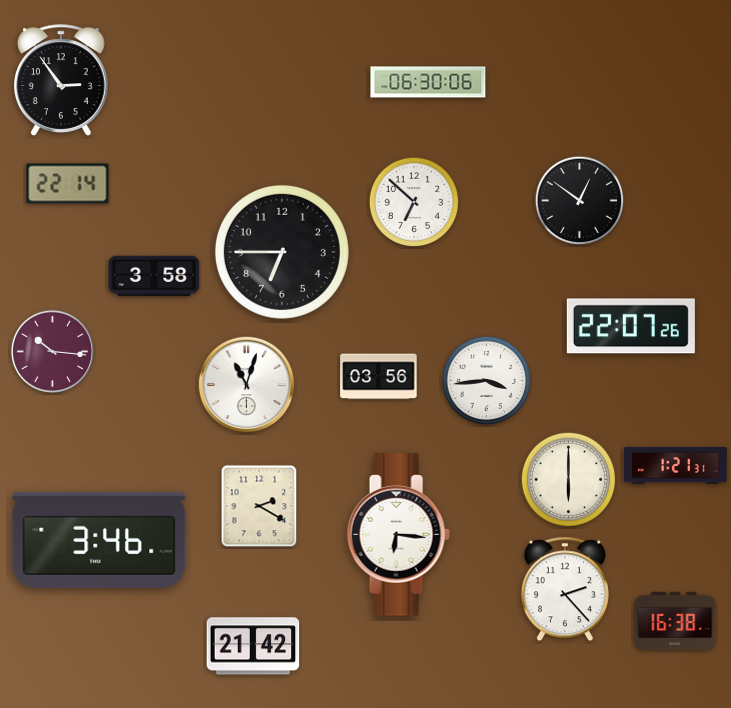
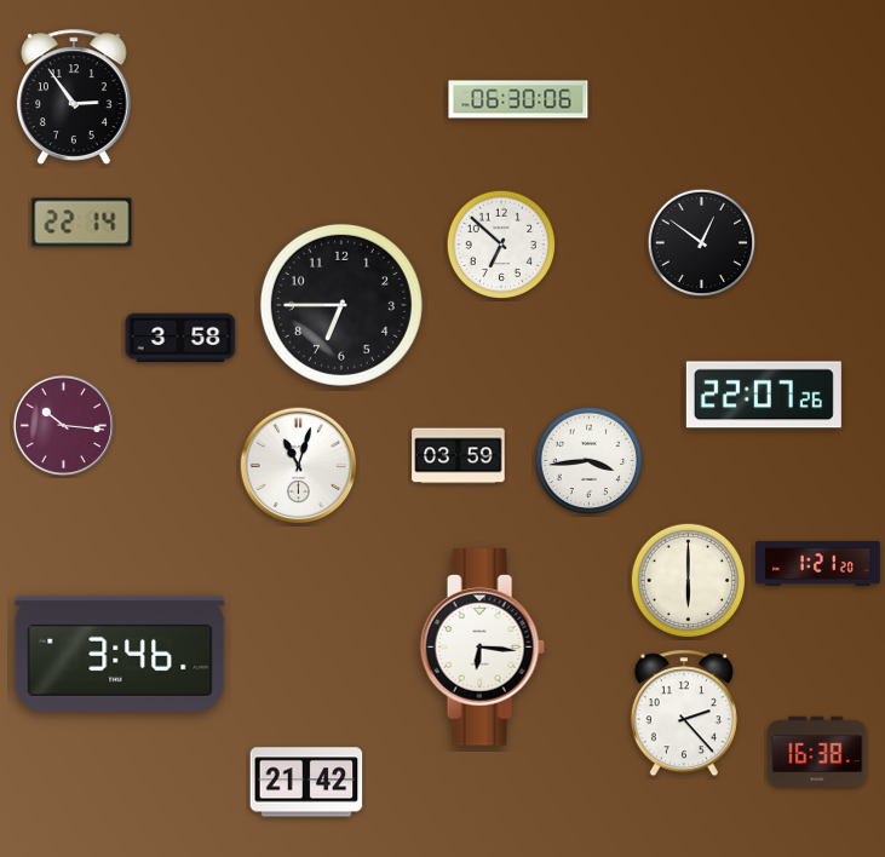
clock at (154, 276) position: (154, 276) -> (180, 338)
clock at (379, 377): 03:56 -> 03:59
clock at (676, 466): 1:21:31 -> 1:21:20
clock at (259, 506): 2:20 -> none
